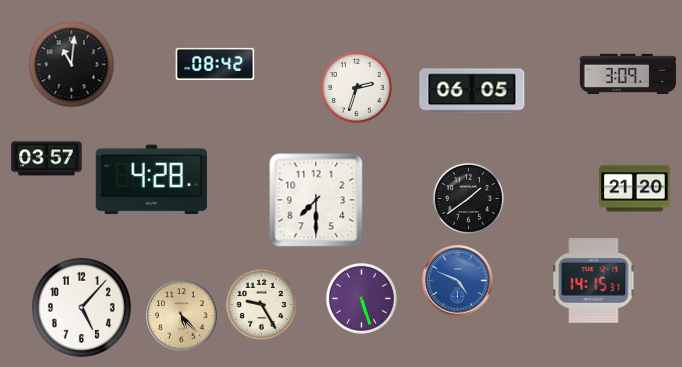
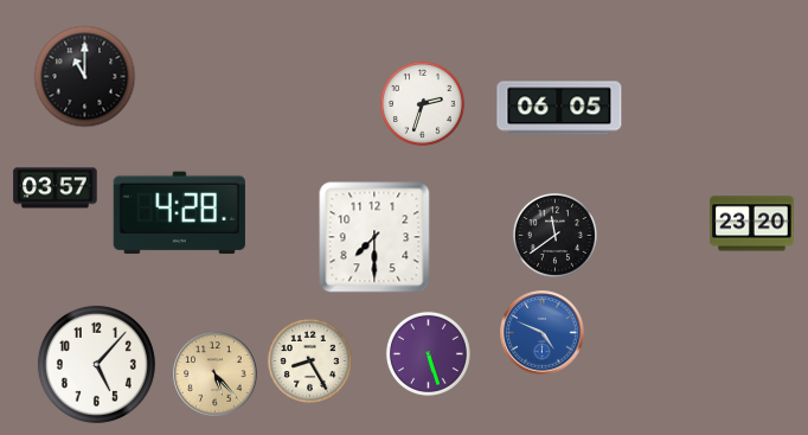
clock at (215, 64): 08:42 -> none
clock at (72, 65): 11:01 -> 11:00
clock at (627, 74): 3:09 -> none
clock at (635, 189): 21:20 -> 23:20
clock at (468, 198): 1:39 -> 11:39
clock at (594, 281): 14:15 -> none
clock at (261, 304): 9:25 -> 8:25
